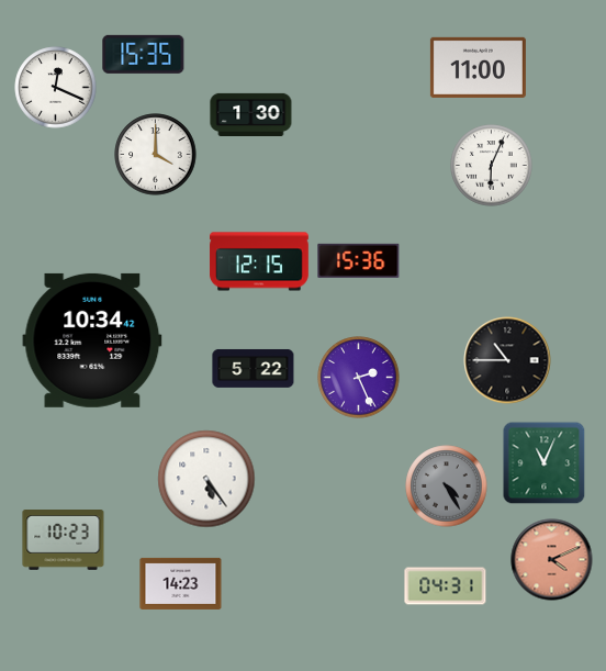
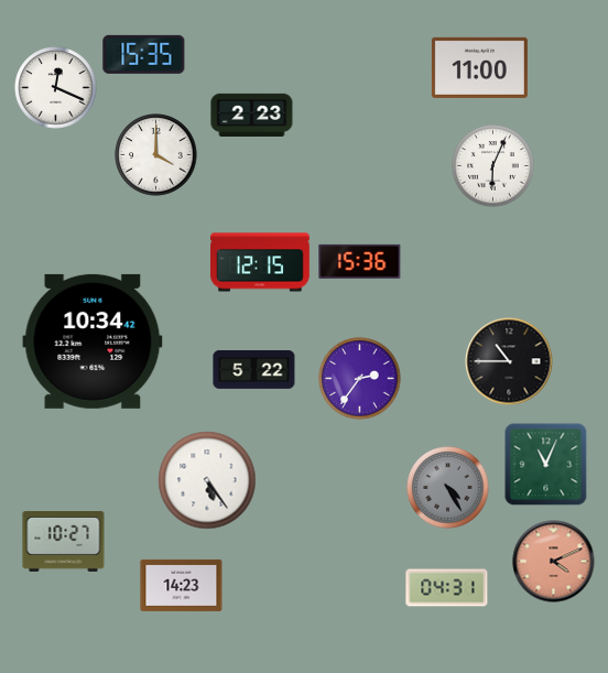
clock at (251, 114): 1:30 -> 2:23
clock at (359, 378): 2:26 -> 2:36
clock at (64, 540): 10:23 -> 10:27
